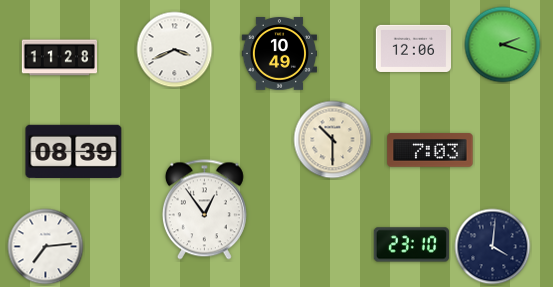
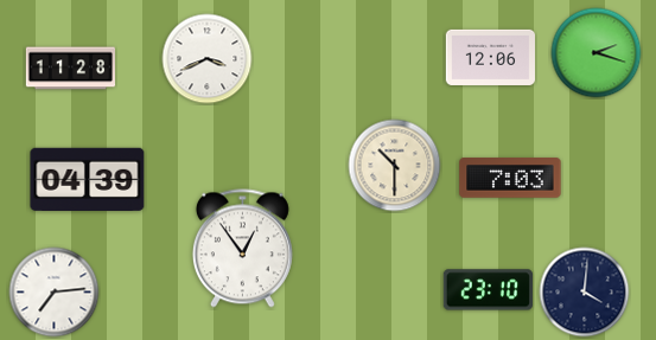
clock at (279, 54): 10:49 -> none
clock at (74, 151): 08:39 -> 04:39
